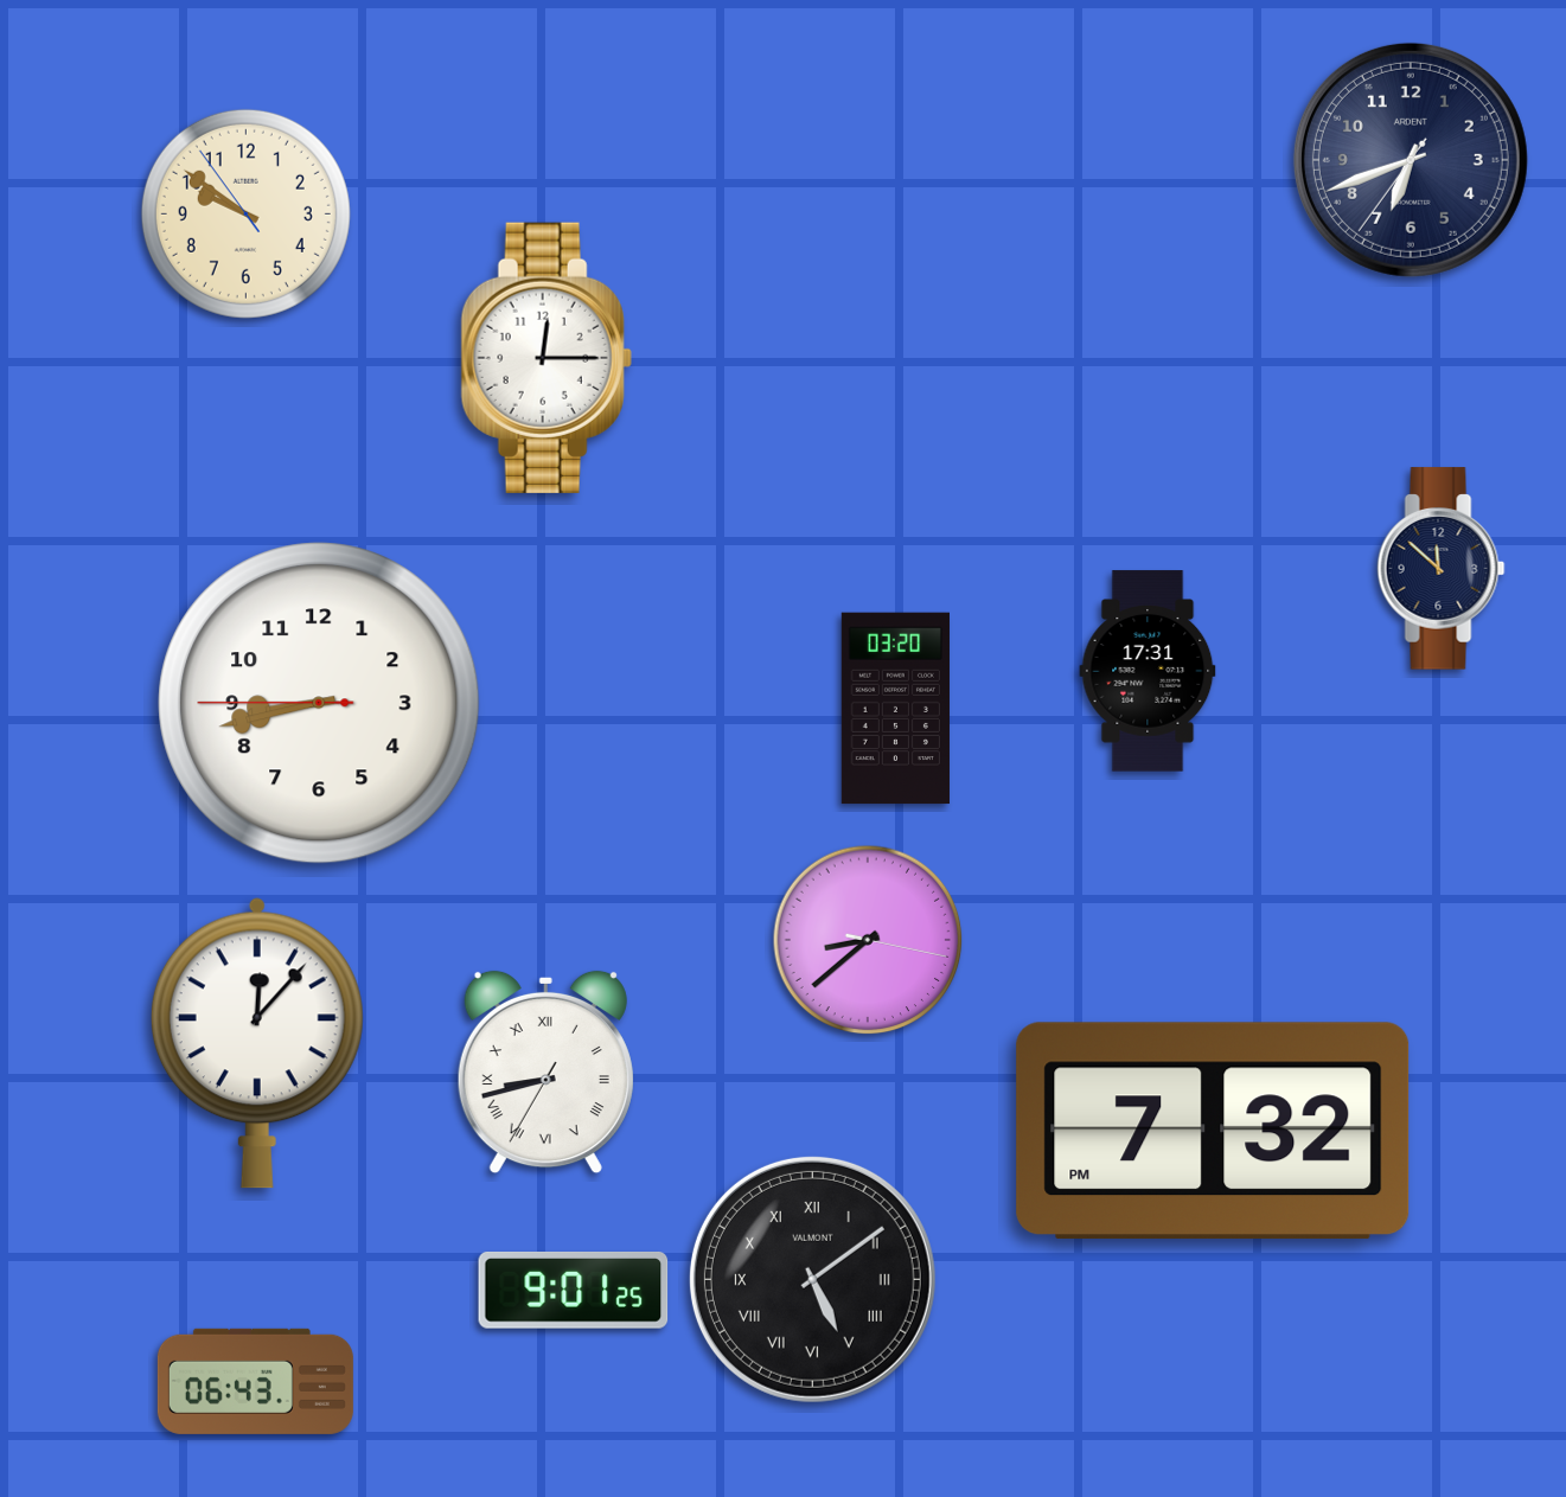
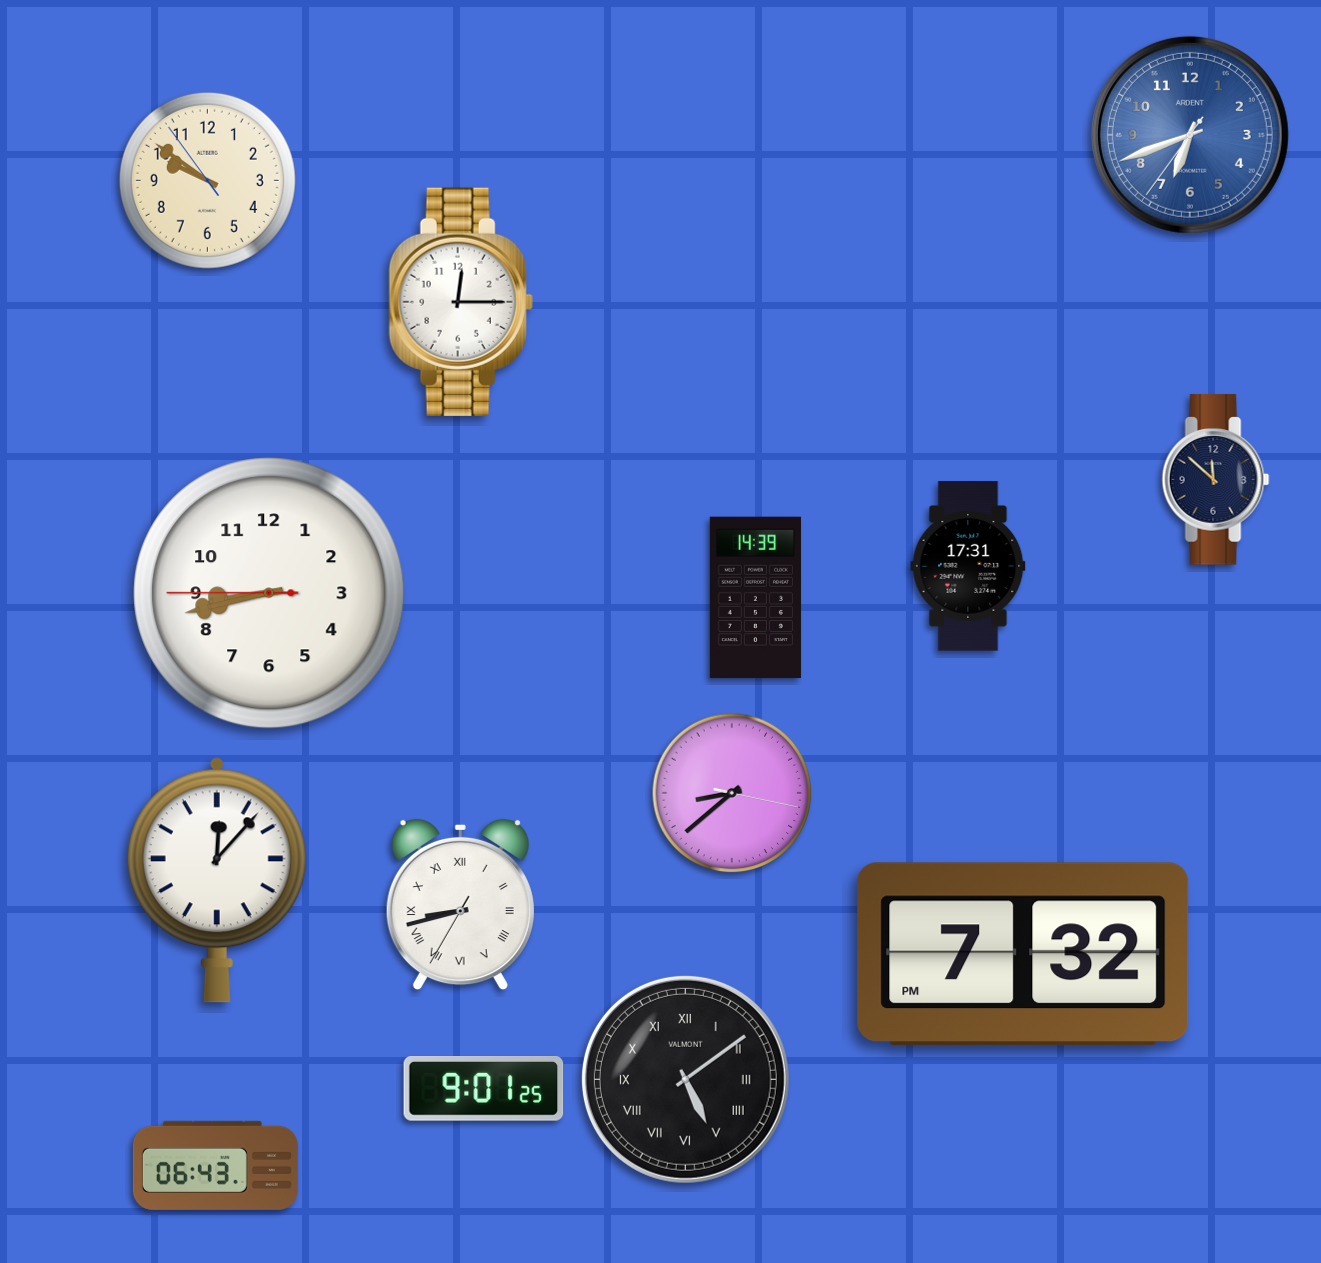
clock at (1411, 160) dial: navy -> blue
clock at (895, 709): 03:20 -> 14:39
